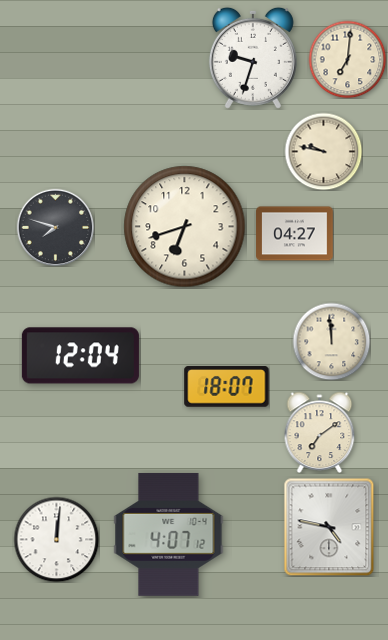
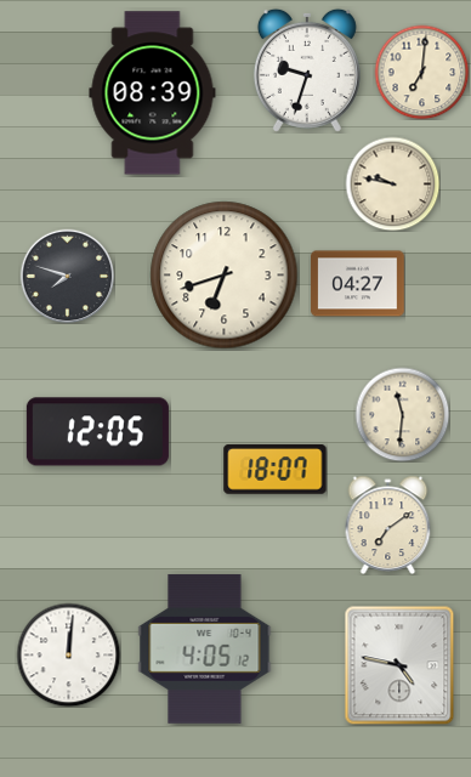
clock at (153, 93): none -> 08:39
clock at (331, 341): 11:59 -> 11:31
clock at (80, 356): 12:04 -> 12:05
clock at (329, 527) position: (329, 527) -> (399, 665)
clock at (169, 534): 4:07 -> 4:05
